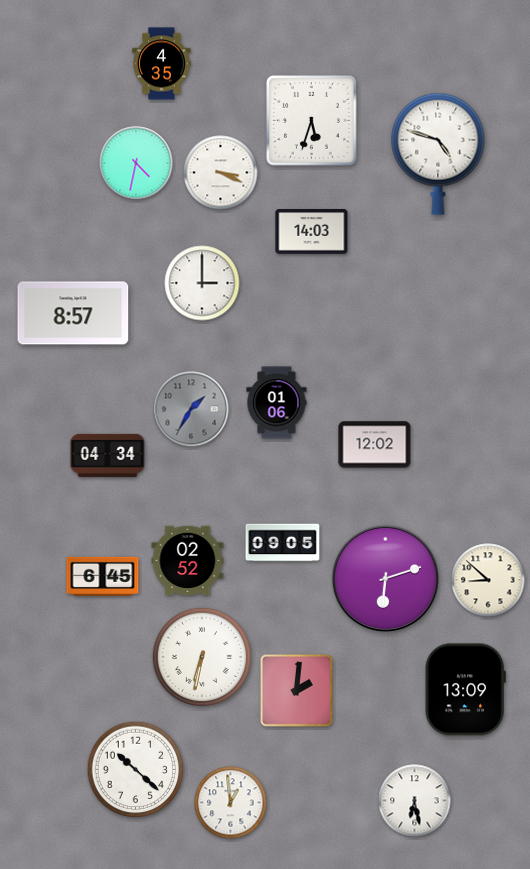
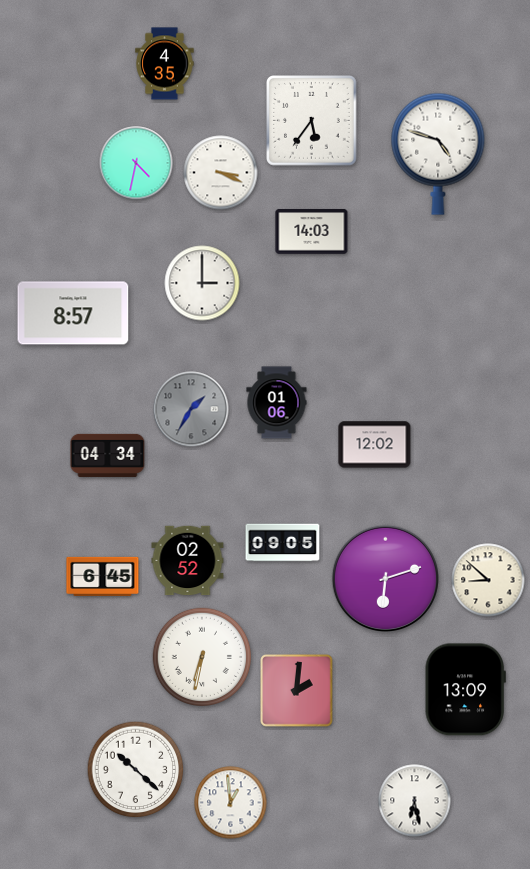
clock at (162, 64) position: (162, 64) -> (165, 64)
clock at (312, 121): 5:33 -> 5:36
